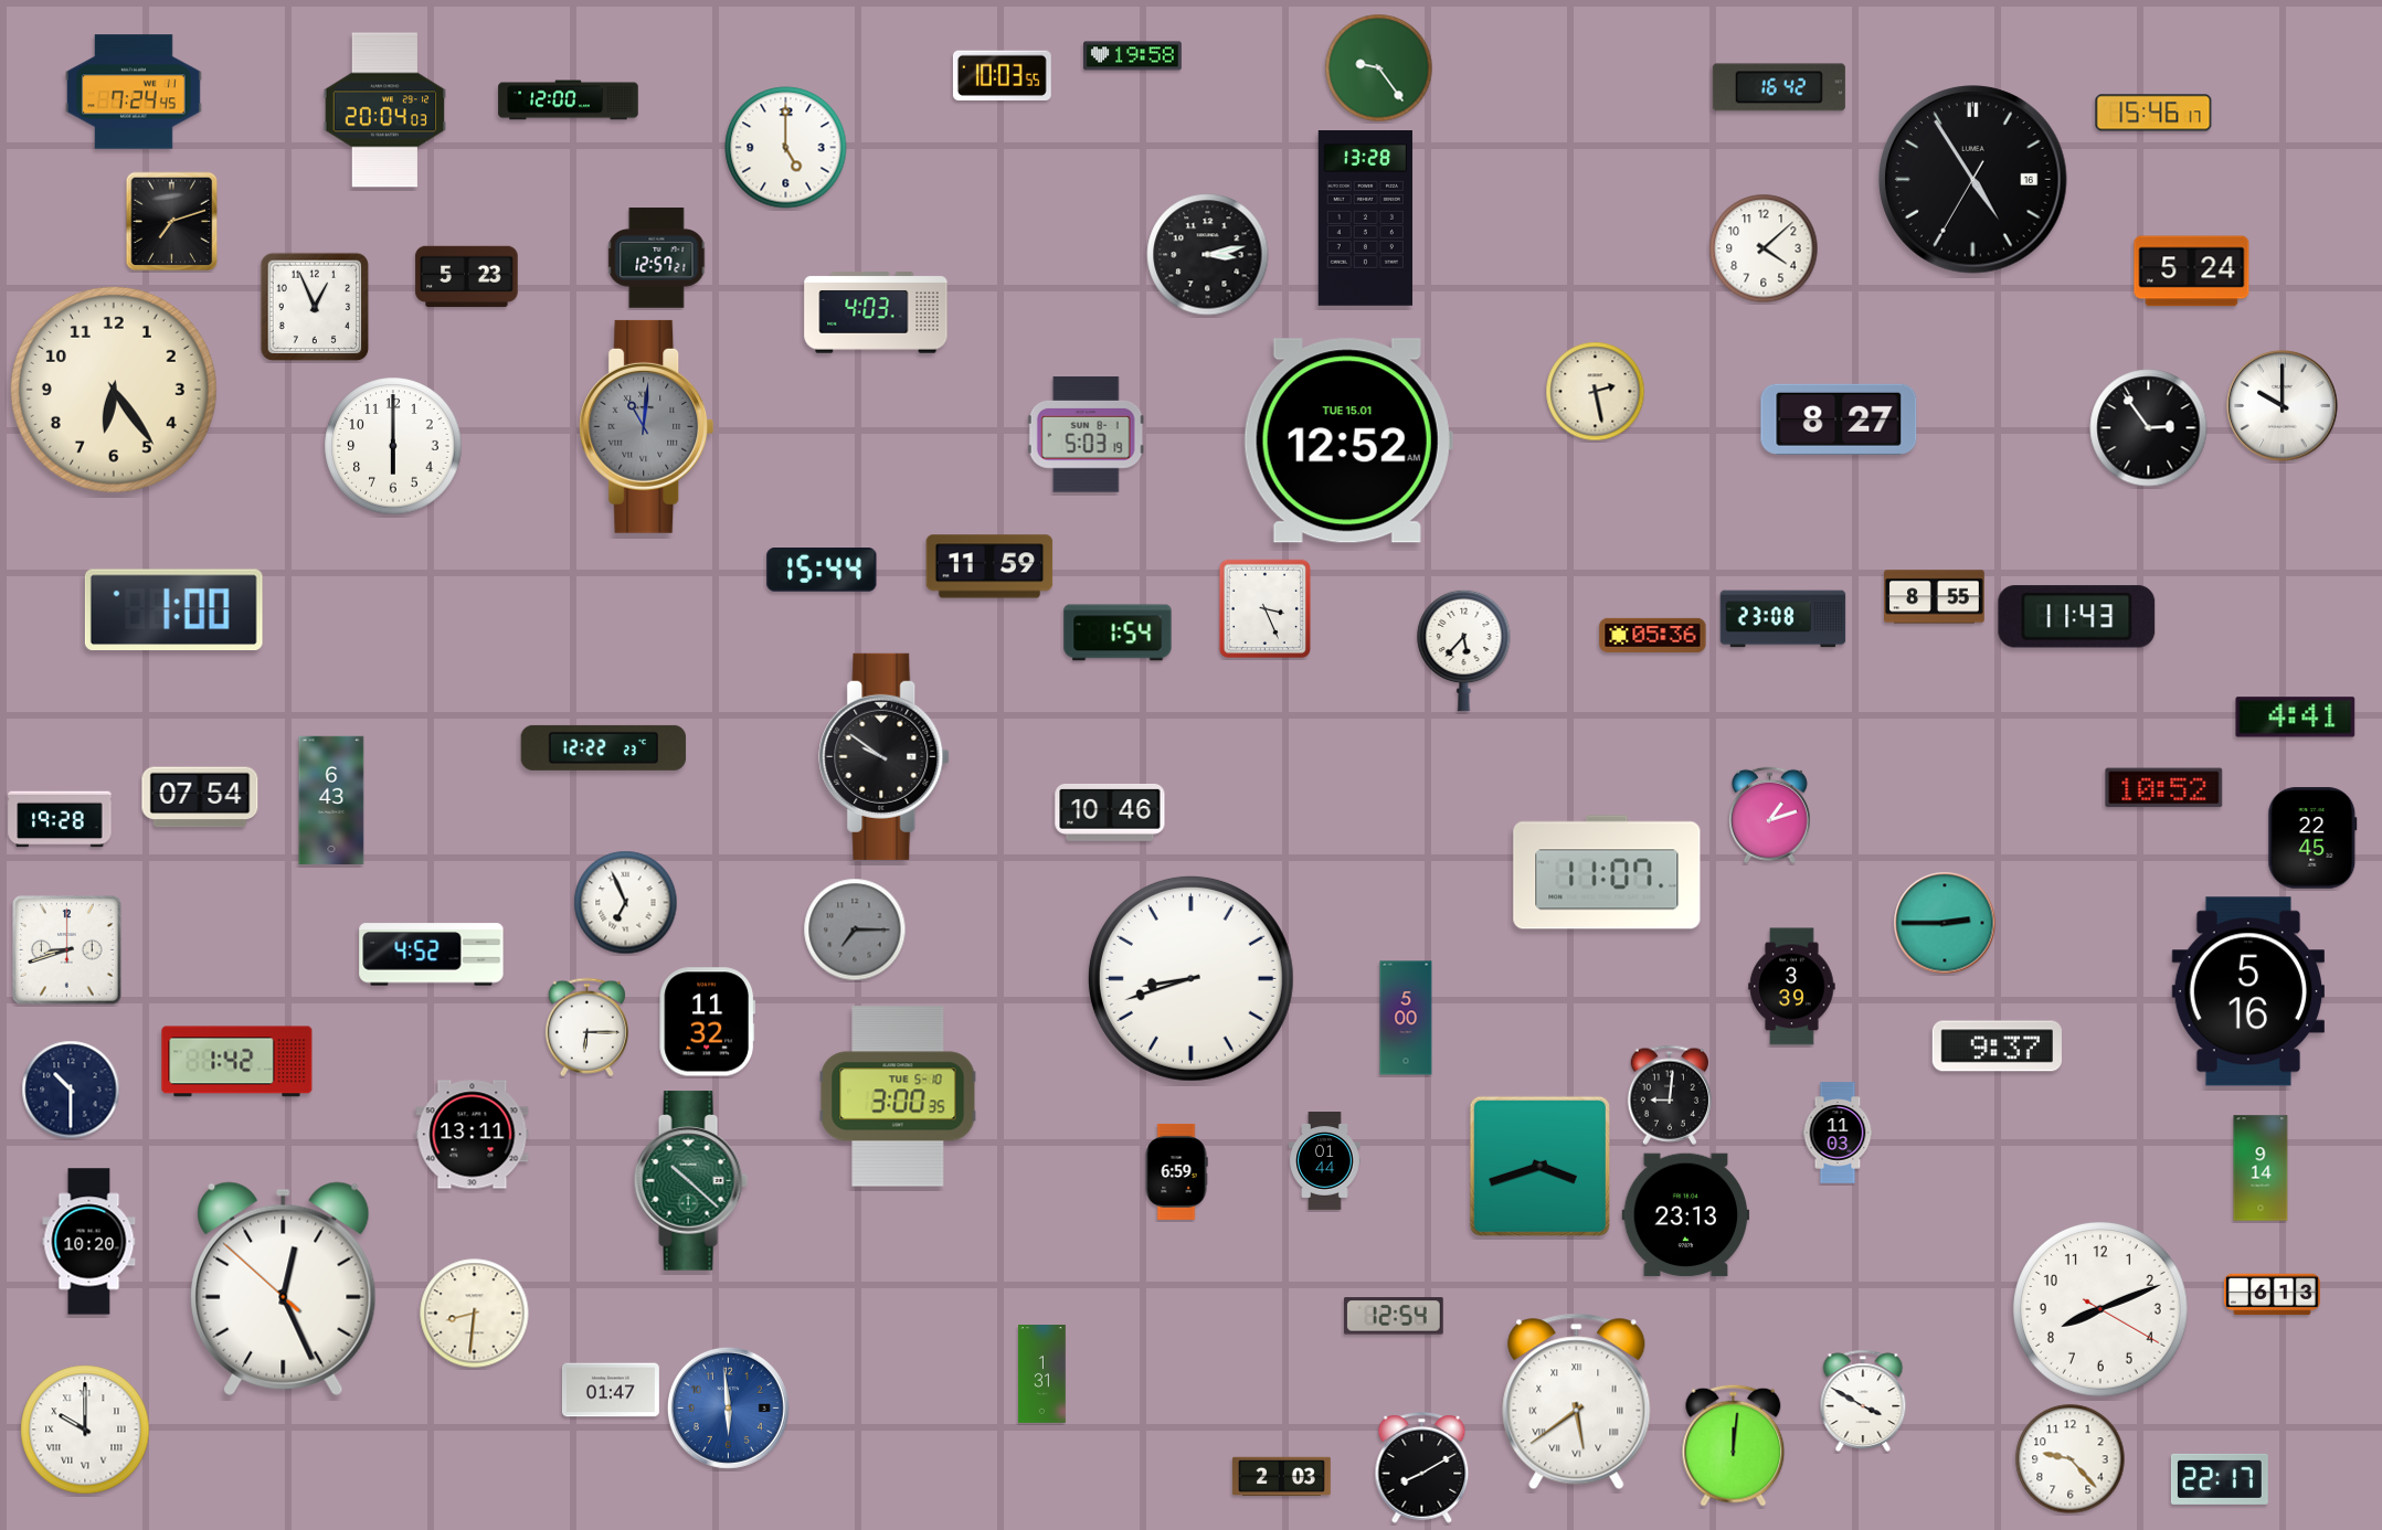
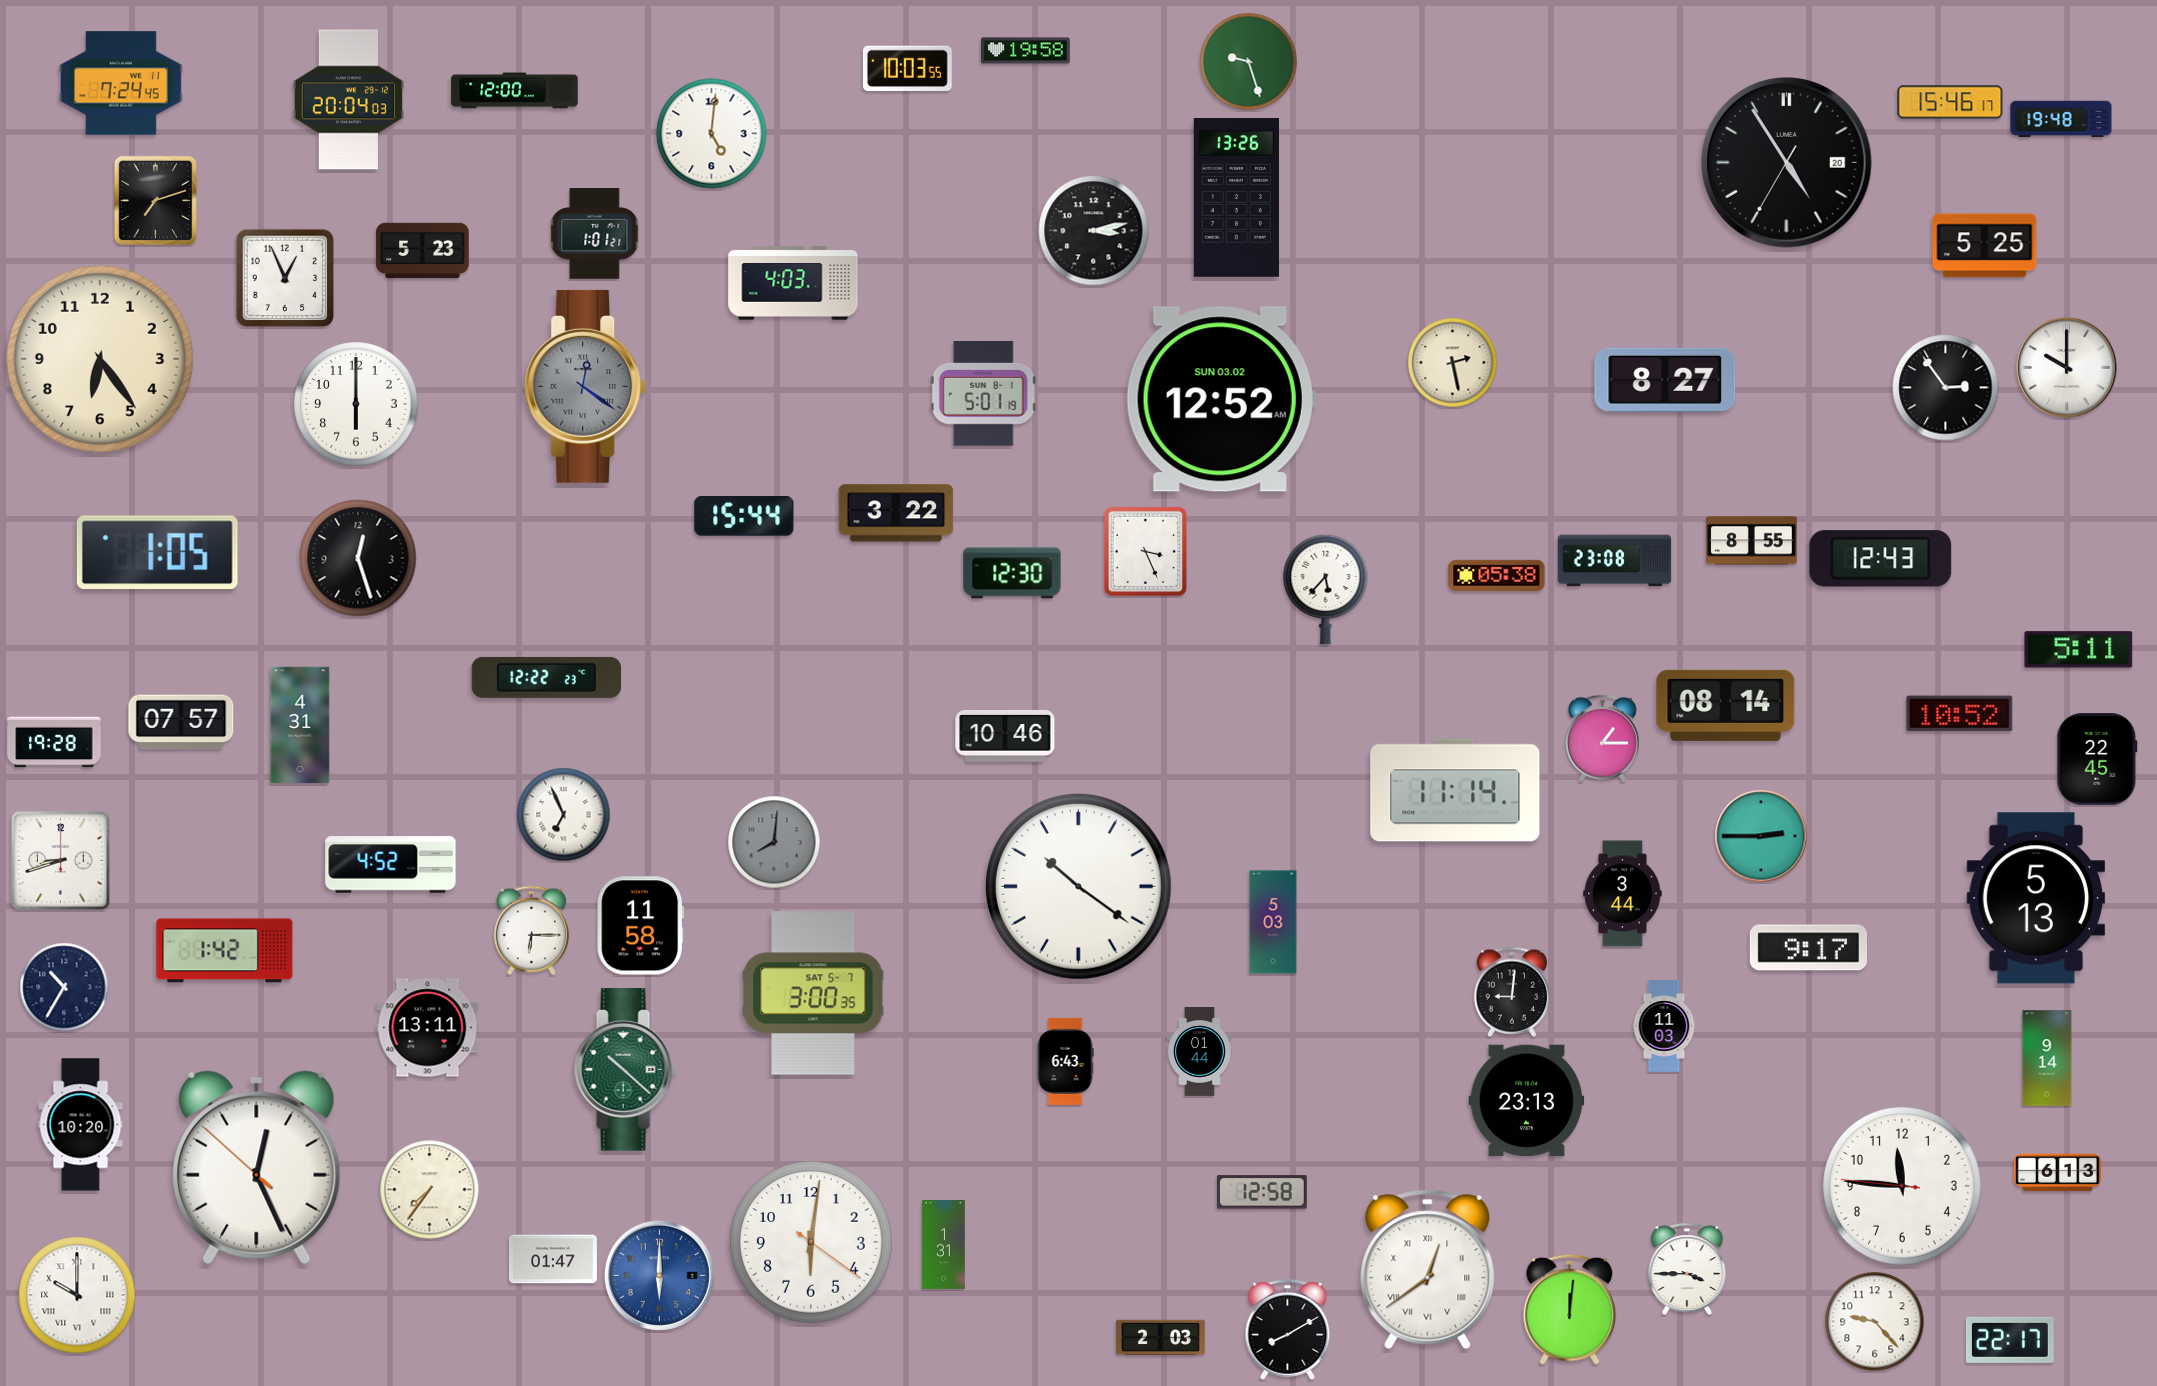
clock at (1379, 68): 9:24 -> 9:27
clock at (1779, 87): 16:42 -> none
clock at (2061, 119): none -> 19:48
clock at (786, 148): 5:00 -> 5:01
clock at (1973, 180) date: 16 -> 20
clock at (1365, 219): 13:28 -> 13:26
clock at (1764, 248): 4:08 -> none
clock at (657, 258): 12:57 -> 1:01
clock at (2192, 272): 5:24 -> 5:25
clock at (114, 390) position: (114, 390) -> (100, 359)
clock at (1596, 392) position: (1596, 392) -> (1453, 363)
clock at (647, 426): 11:01 -> 12:21
clock at (1086, 435): 5:03 -> 5:01
clock at (1348, 440) date: TUE 15.01 -> SUN 03.02
clock at (989, 566): 11:59 -> 3:22
clock at (173, 609): 1:00 -> 1:05
clock at (358, 558): none -> 12:27
clock at (2077, 617): 11:43 -> 12:43
clock at (1118, 633): 1:54 -> 12:30
clock at (1653, 635): 05:36 -> 05:38
clock at (2296, 718): 4:41 -> 5:11
clock at (885, 756): 9:51 -> none
clock at (1726, 705): none -> 08:14
clock at (200, 797): 07:54 -> 07:57
clock at (331, 800): 6:43 -> 4:31
clock at (1769, 816): 1:12 -> 1:15
clock at (2312, 838) position: (2312, 838) -> (2097, 759)
clock at (1607, 872): 11:07 -> 11:14
clock at (626, 903) position: (626, 903) -> (564, 815)
clock at (855, 929): 7:15 -> 8:01
clock at (1190, 978): 8:42 -> 10:21
clock at (1792, 987): 3:39 -> 3:44
clock at (2248, 991): 5:16 -> 5:13
clock at (1406, 1018): 5:00 -> 5:03
clock at (708, 1022): 11:32 -> 11:58
clock at (1997, 1046): 9:37 -> 9:17
clock at (237, 1062) position: (237, 1062) -> (225, 951)
clock at (71, 1090): 10:30 -> 10:35
clock at (898, 1096) date: TUE 5-10 -> SAT 5-7
clock at (1539, 1166): 3:42 -> none
clock at (1176, 1171): 6:59 -> 6:43
clock at (2102, 1310): 8:11 -> 11:45
clock at (475, 1314): 8:31 -> 7:36
clock at (1394, 1316): 12:54 -> 12:58
clock at (812, 1243): none -> 6:01
clock at (1863, 1400): 3:50 -> 3:45
clock at (1577, 1402): 5:39 -> 12:39
clock at (728, 1407): 5:59 -> 6:00
